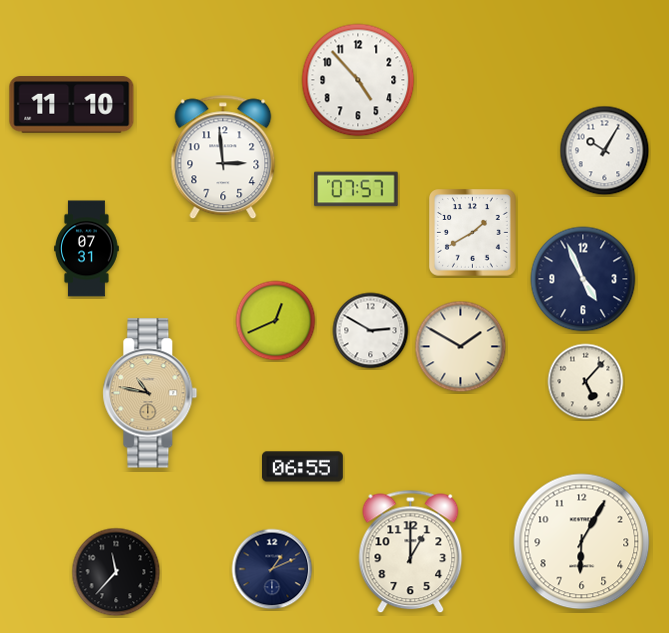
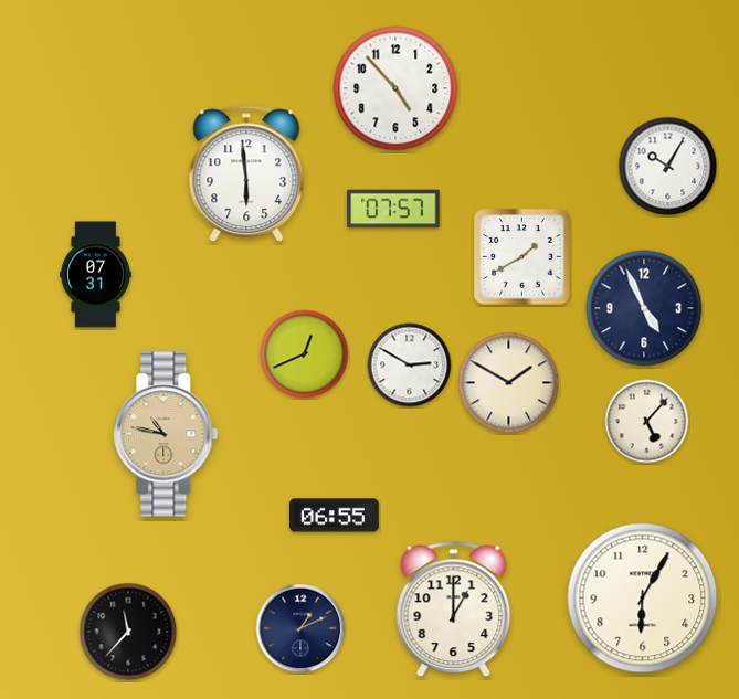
clock at (72, 105): 11:10 -> none
clock at (223, 157): 2:59 -> 5:59
